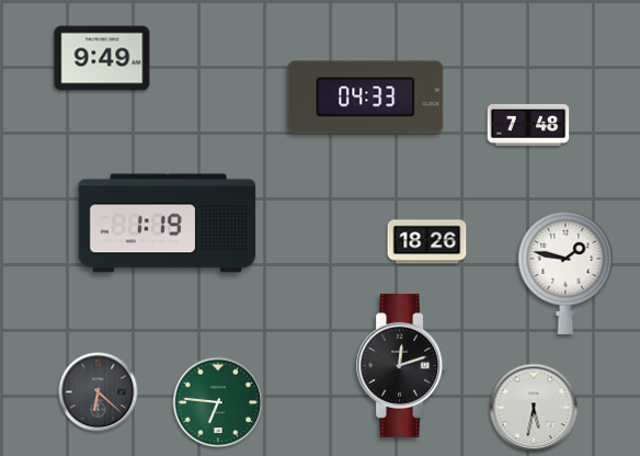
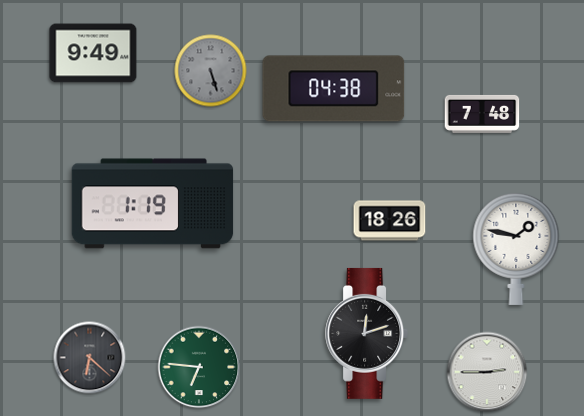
clock at (211, 71): none -> 5:27
clock at (366, 98): 04:33 -> 04:38
clock at (534, 408): 5:32 -> 2:45
